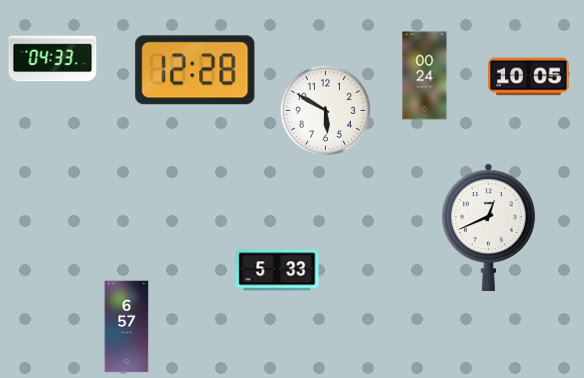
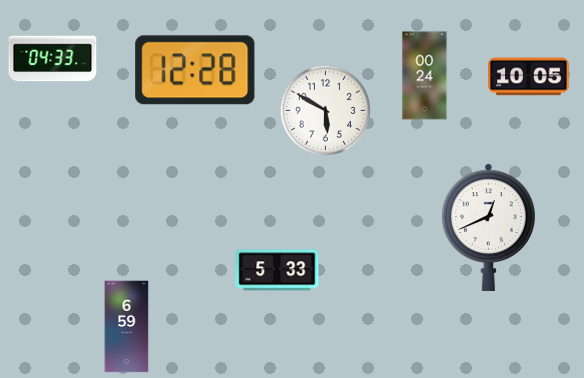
clock at (127, 327): 6:57 -> 6:59
